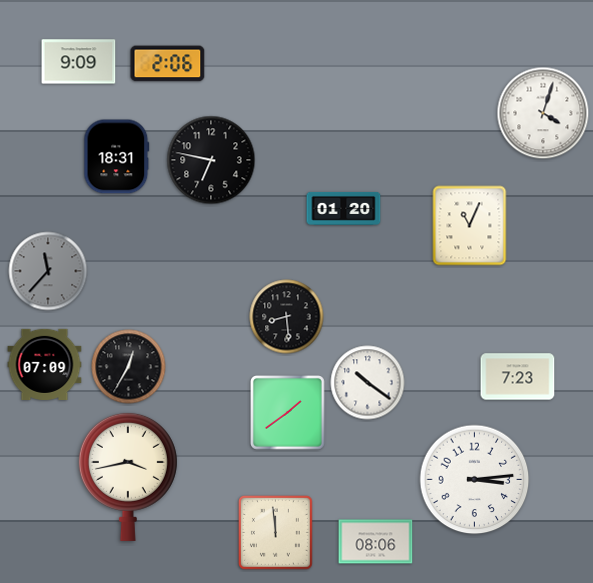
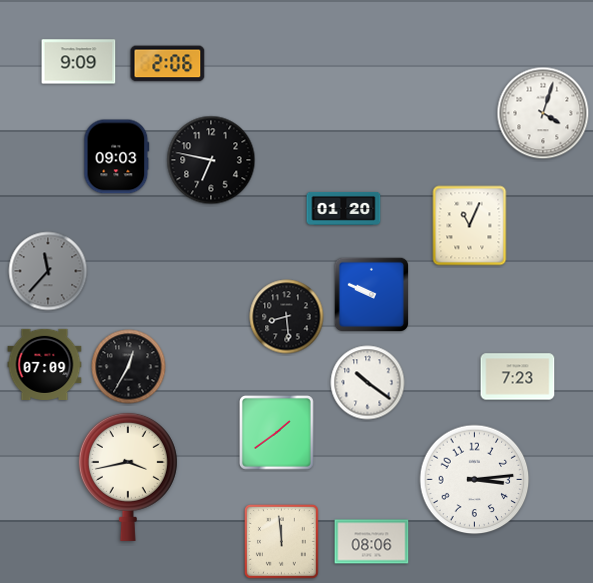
clock at (117, 157): 18:31 -> 09:03
clock at (371, 294): none -> 9:49
clock at (288, 413) position: (288, 413) -> (277, 433)
clock at (276, 533) position: (276, 533) -> (282, 542)
clock at (376, 542) position: (376, 542) -> (372, 542)
